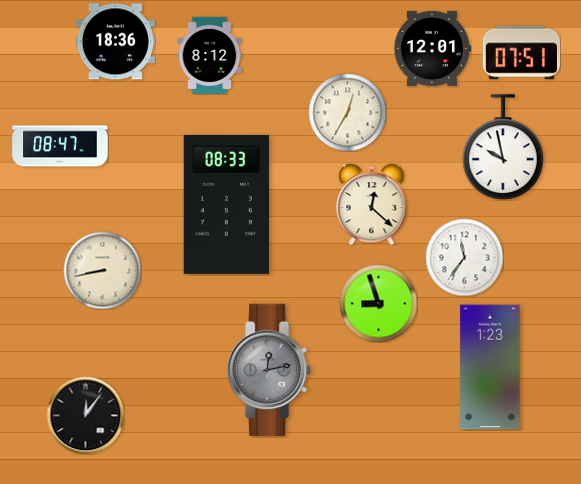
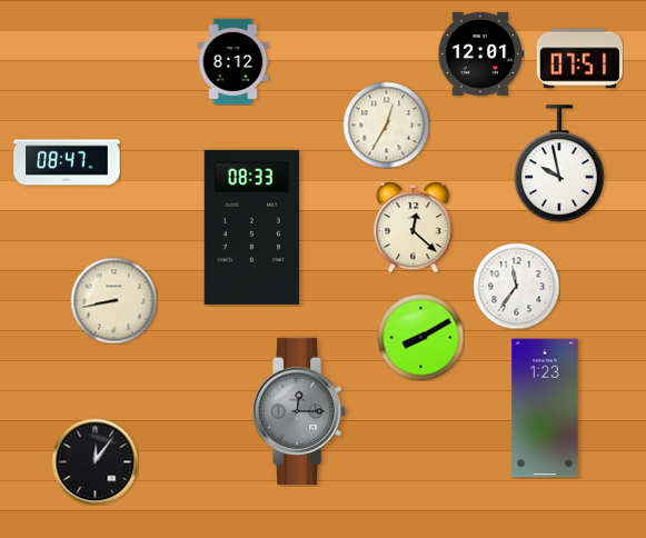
clock at (115, 42): 18:36 -> none
clock at (378, 303): 8:57 -> 8:10
clock at (270, 370): 12:13 -> 12:15
